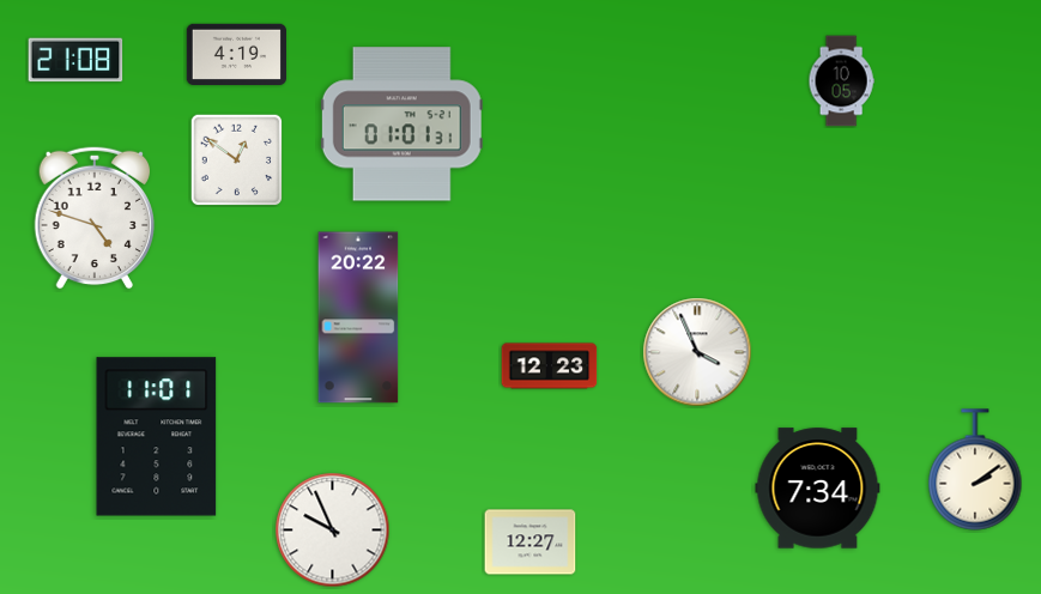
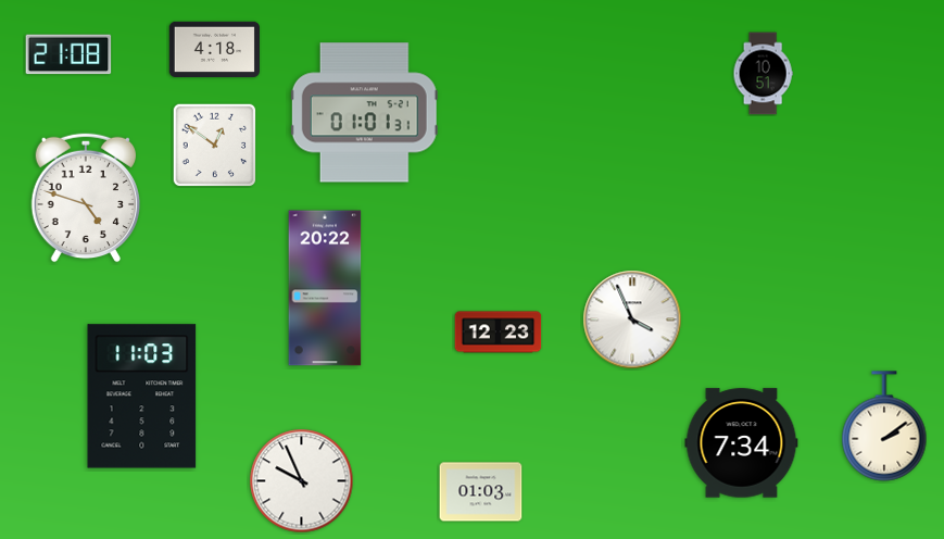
clock at (236, 54): 4:19 -> 4:18
clock at (841, 81): 10:05 -> 10:51
clock at (157, 437): 11:01 -> 11:03
clock at (531, 543): 12:27 -> 01:03
